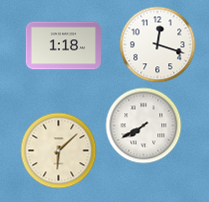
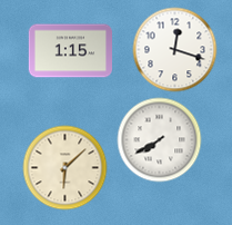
clock at (64, 46): 1:18 -> 1:15
